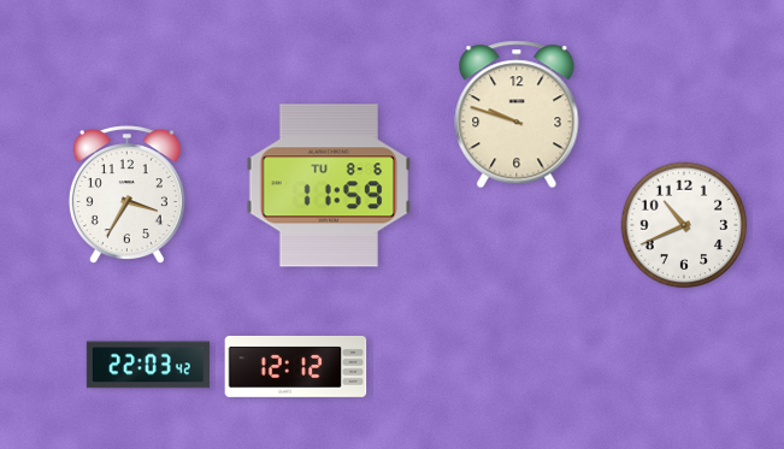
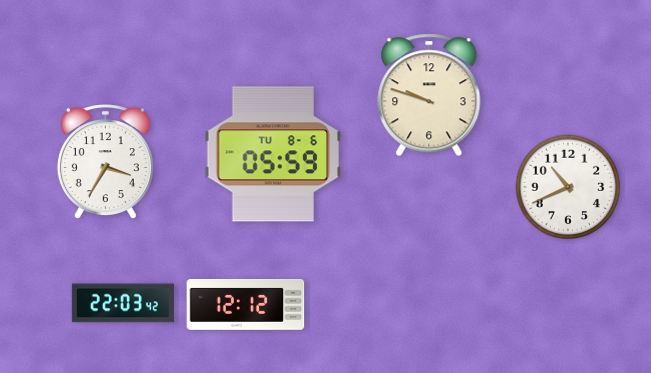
clock at (329, 185): 11:59 -> 05:59
